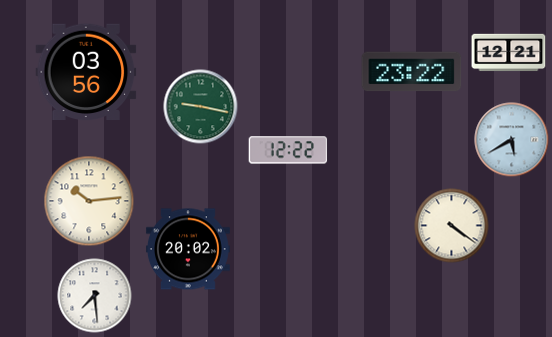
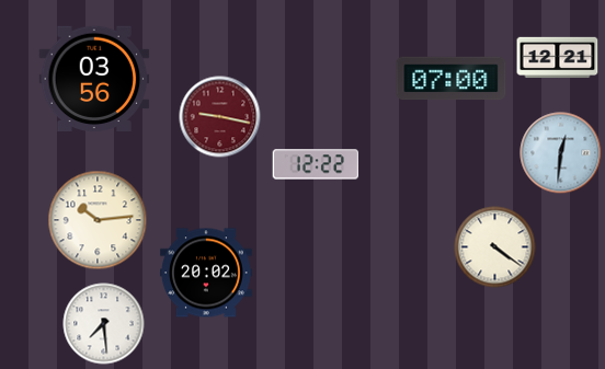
clock at (412, 72): 23:22 -> 07:00
clock at (201, 107) dial: green -> burgundy
clock at (512, 140): 5:40 -> 12:31
